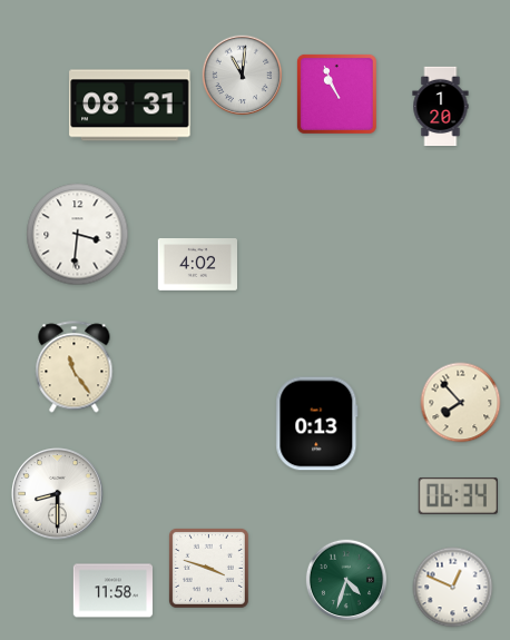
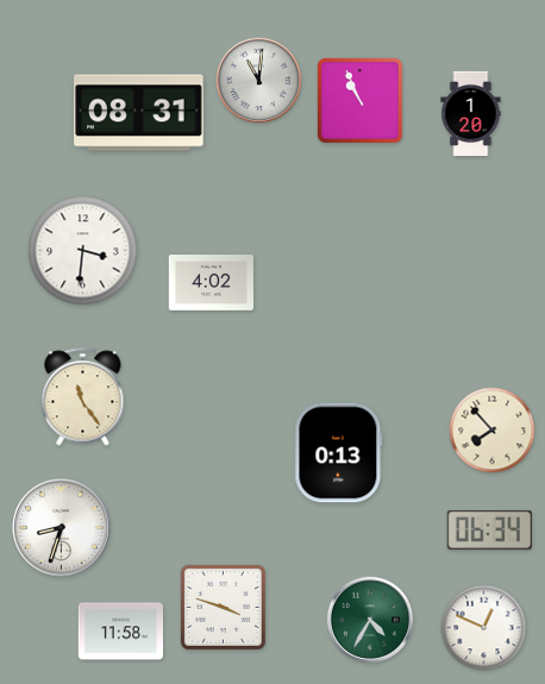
clock at (75, 367) position: (75, 367) -> (83, 397)
clock at (58, 494): 8:30 -> 8:33
clock at (346, 580): 4:33 -> 4:35
